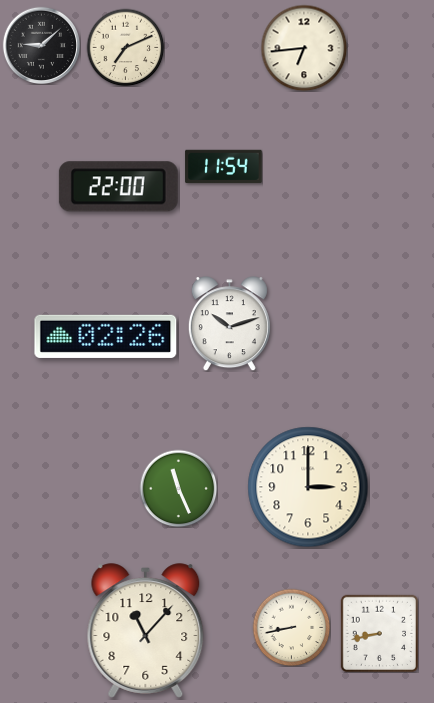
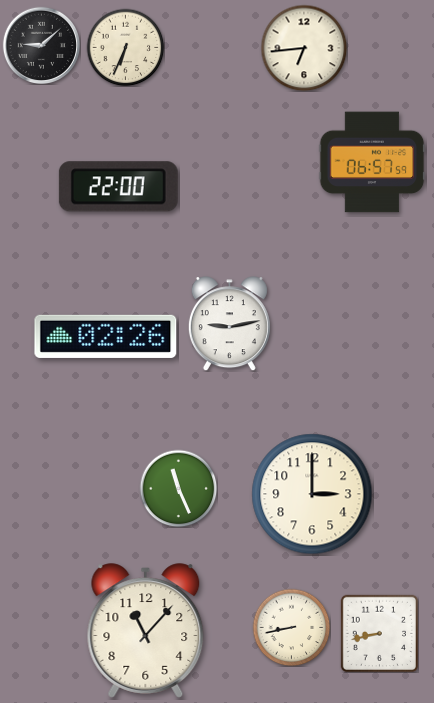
clock at (125, 47): 7:11 -> 6:34
clock at (372, 162): none -> 06:57
clock at (224, 167): 11:54 -> none
clock at (229, 324): 10:12 -> 9:13
clock at (308, 487) position: (308, 487) -> (312, 494)
